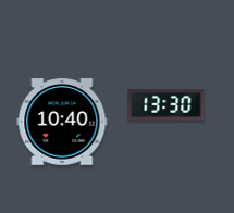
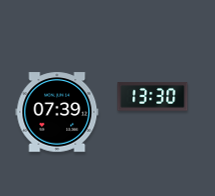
clock at (62, 122): 10:40 -> 07:39
